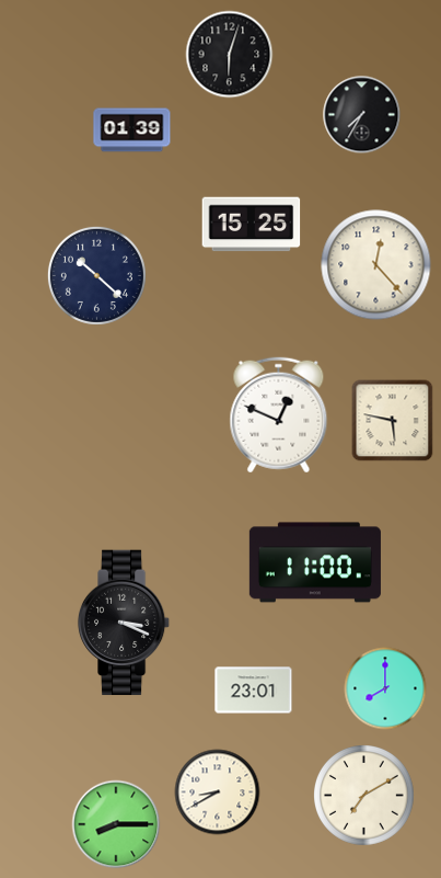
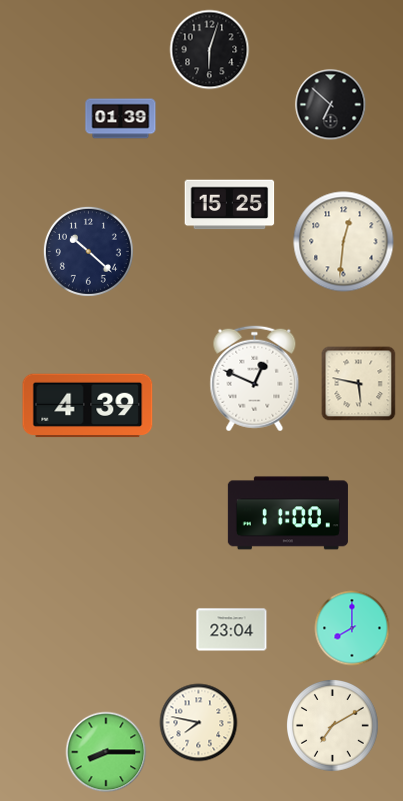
clock at (362, 115): 7:35 -> 6:52
clock at (376, 265): 12:23 -> 12:31
clock at (88, 406): none -> 4:39
clock at (124, 623): 3:19 -> none
clock at (254, 691): 23:01 -> 23:04
clock at (218, 793): 8:40 -> 7:47
